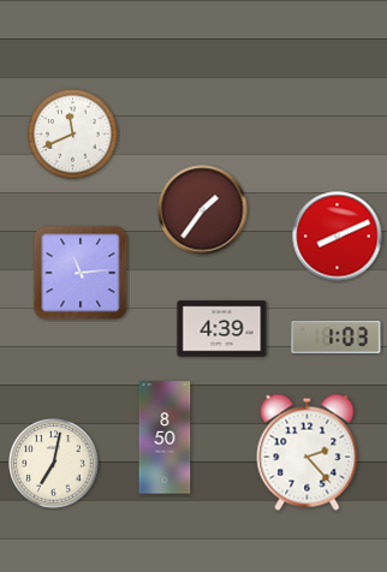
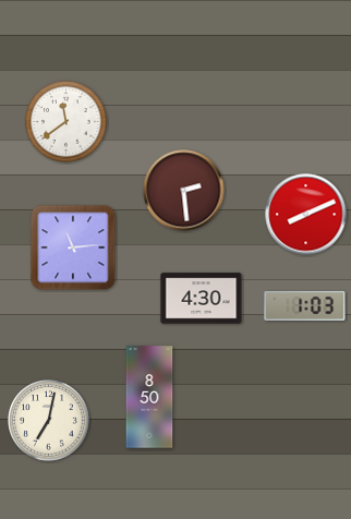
clock at (73, 135): 11:41 -> 11:39
clock at (203, 210): 1:36 -> 2:29
clock at (222, 329): 4:39 -> 4:30
clock at (308, 452): 2:23 -> none
